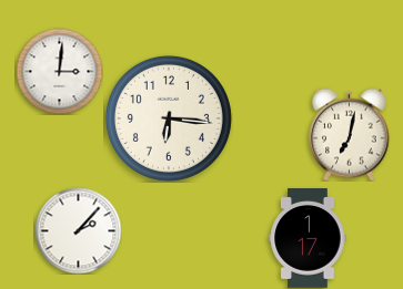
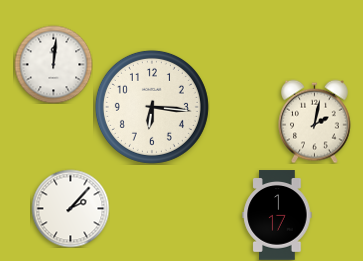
clock at (59, 71): 3:01 -> 12:01
clock at (350, 134): 7:02 -> 2:02
